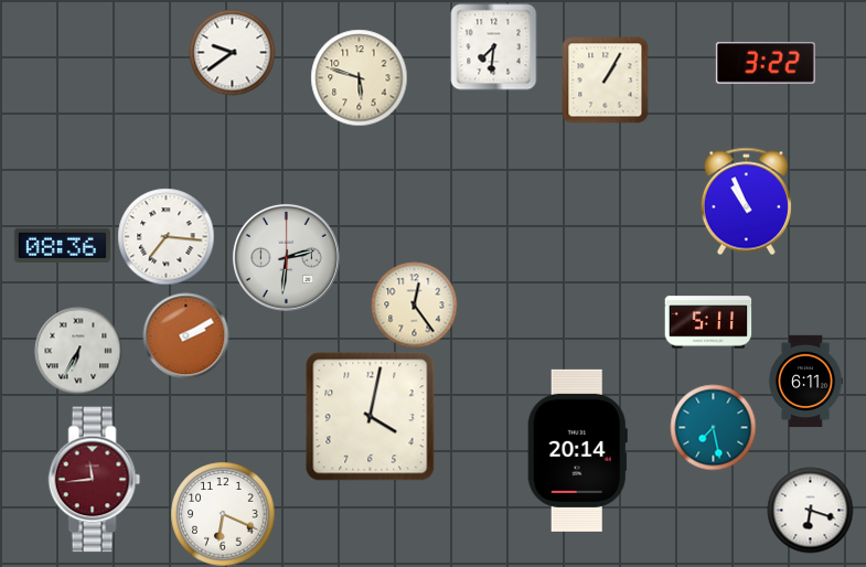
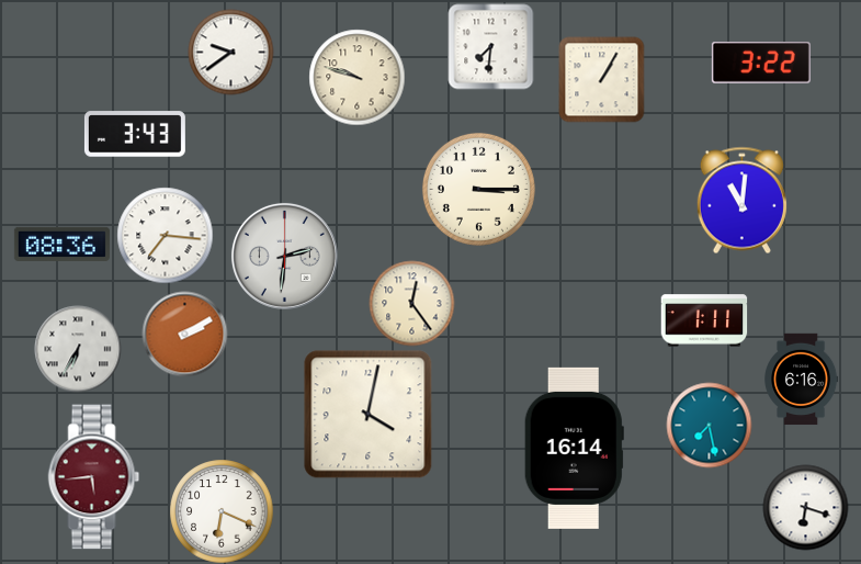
clock at (359, 77): 5:48 -> 9:48
clock at (135, 134): none -> 3:43
clock at (478, 189): none -> 3:15
clock at (746, 201): 10:56 -> 11:01
clock at (708, 322): 5:11 -> 1:11
clock at (806, 381): 6:11 -> 6:16
clock at (577, 450): 20:14 -> 16:14
clock at (95, 480): 11:44 -> 5:44
